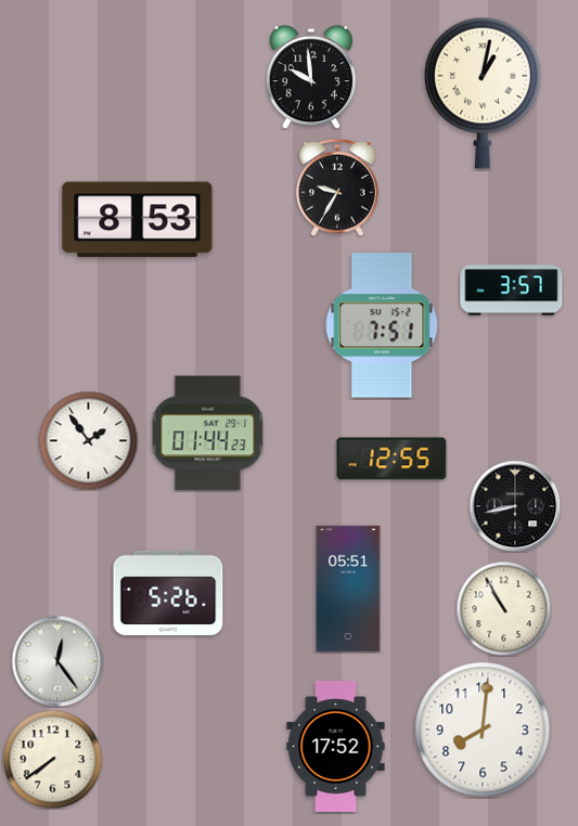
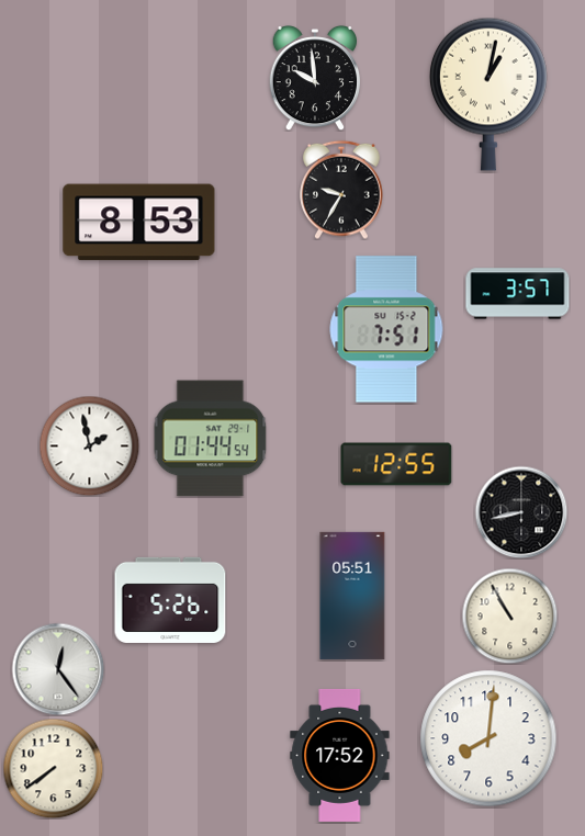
clock at (208, 434): 01:44:23 -> 01:44:54
clock at (88, 440): 1:54 -> 1:58
